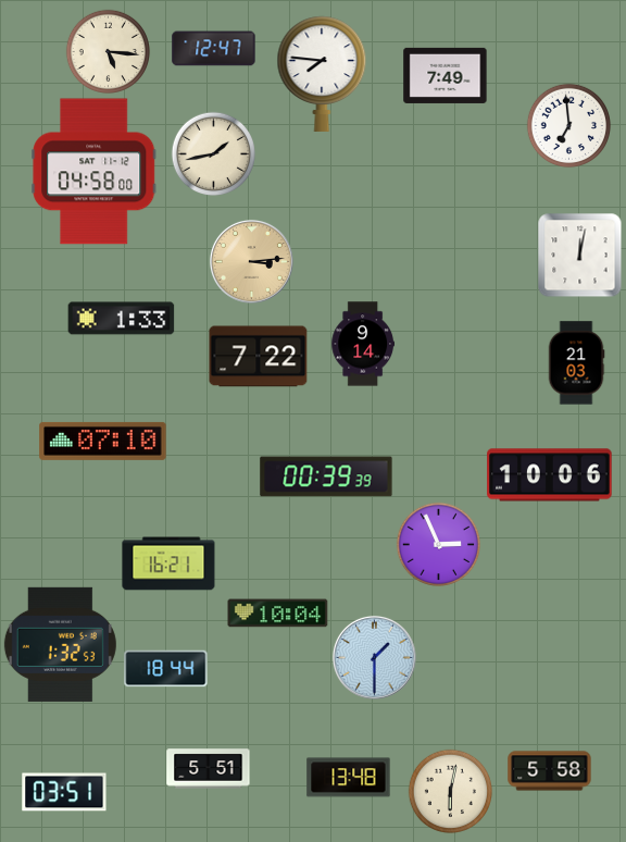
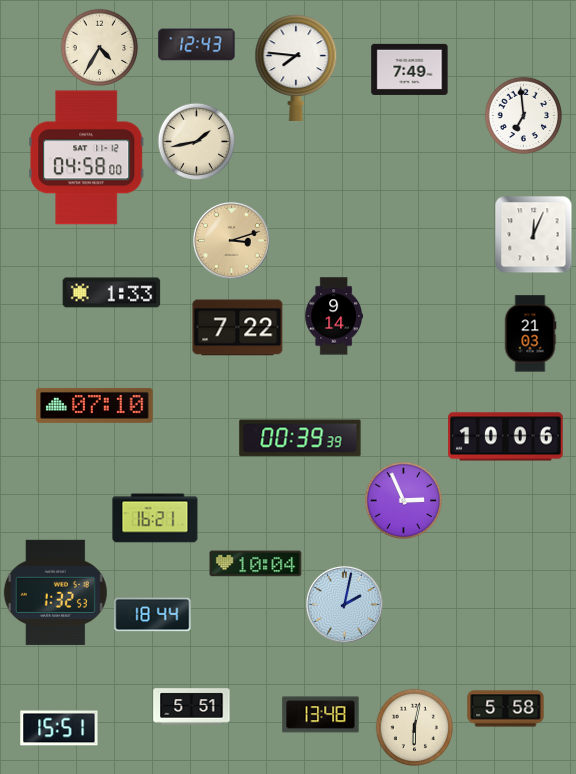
clock at (214, 49): 12:47 -> 12:43
clock at (108, 51): 5:16 -> 4:35
clock at (579, 255): 12:02 -> 12:04
clock at (251, 261): 3:14 -> 3:12
clock at (374, 657): 1:30 -> 2:02
clock at (64, 792): 03:51 -> 15:51
